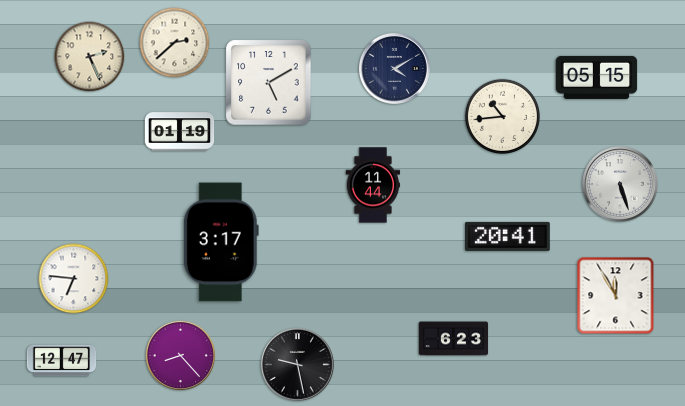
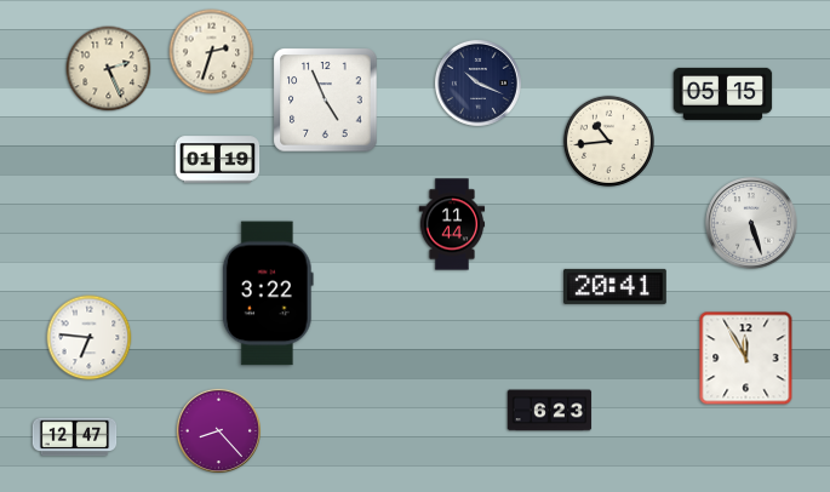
clock at (175, 43): 2:38 -> 2:33
clock at (394, 68): 4:10 -> 10:19
clock at (269, 83): 5:10 -> 4:56
clock at (221, 242): 3:17 -> 3:22
clock at (298, 365): 9:28 -> none
